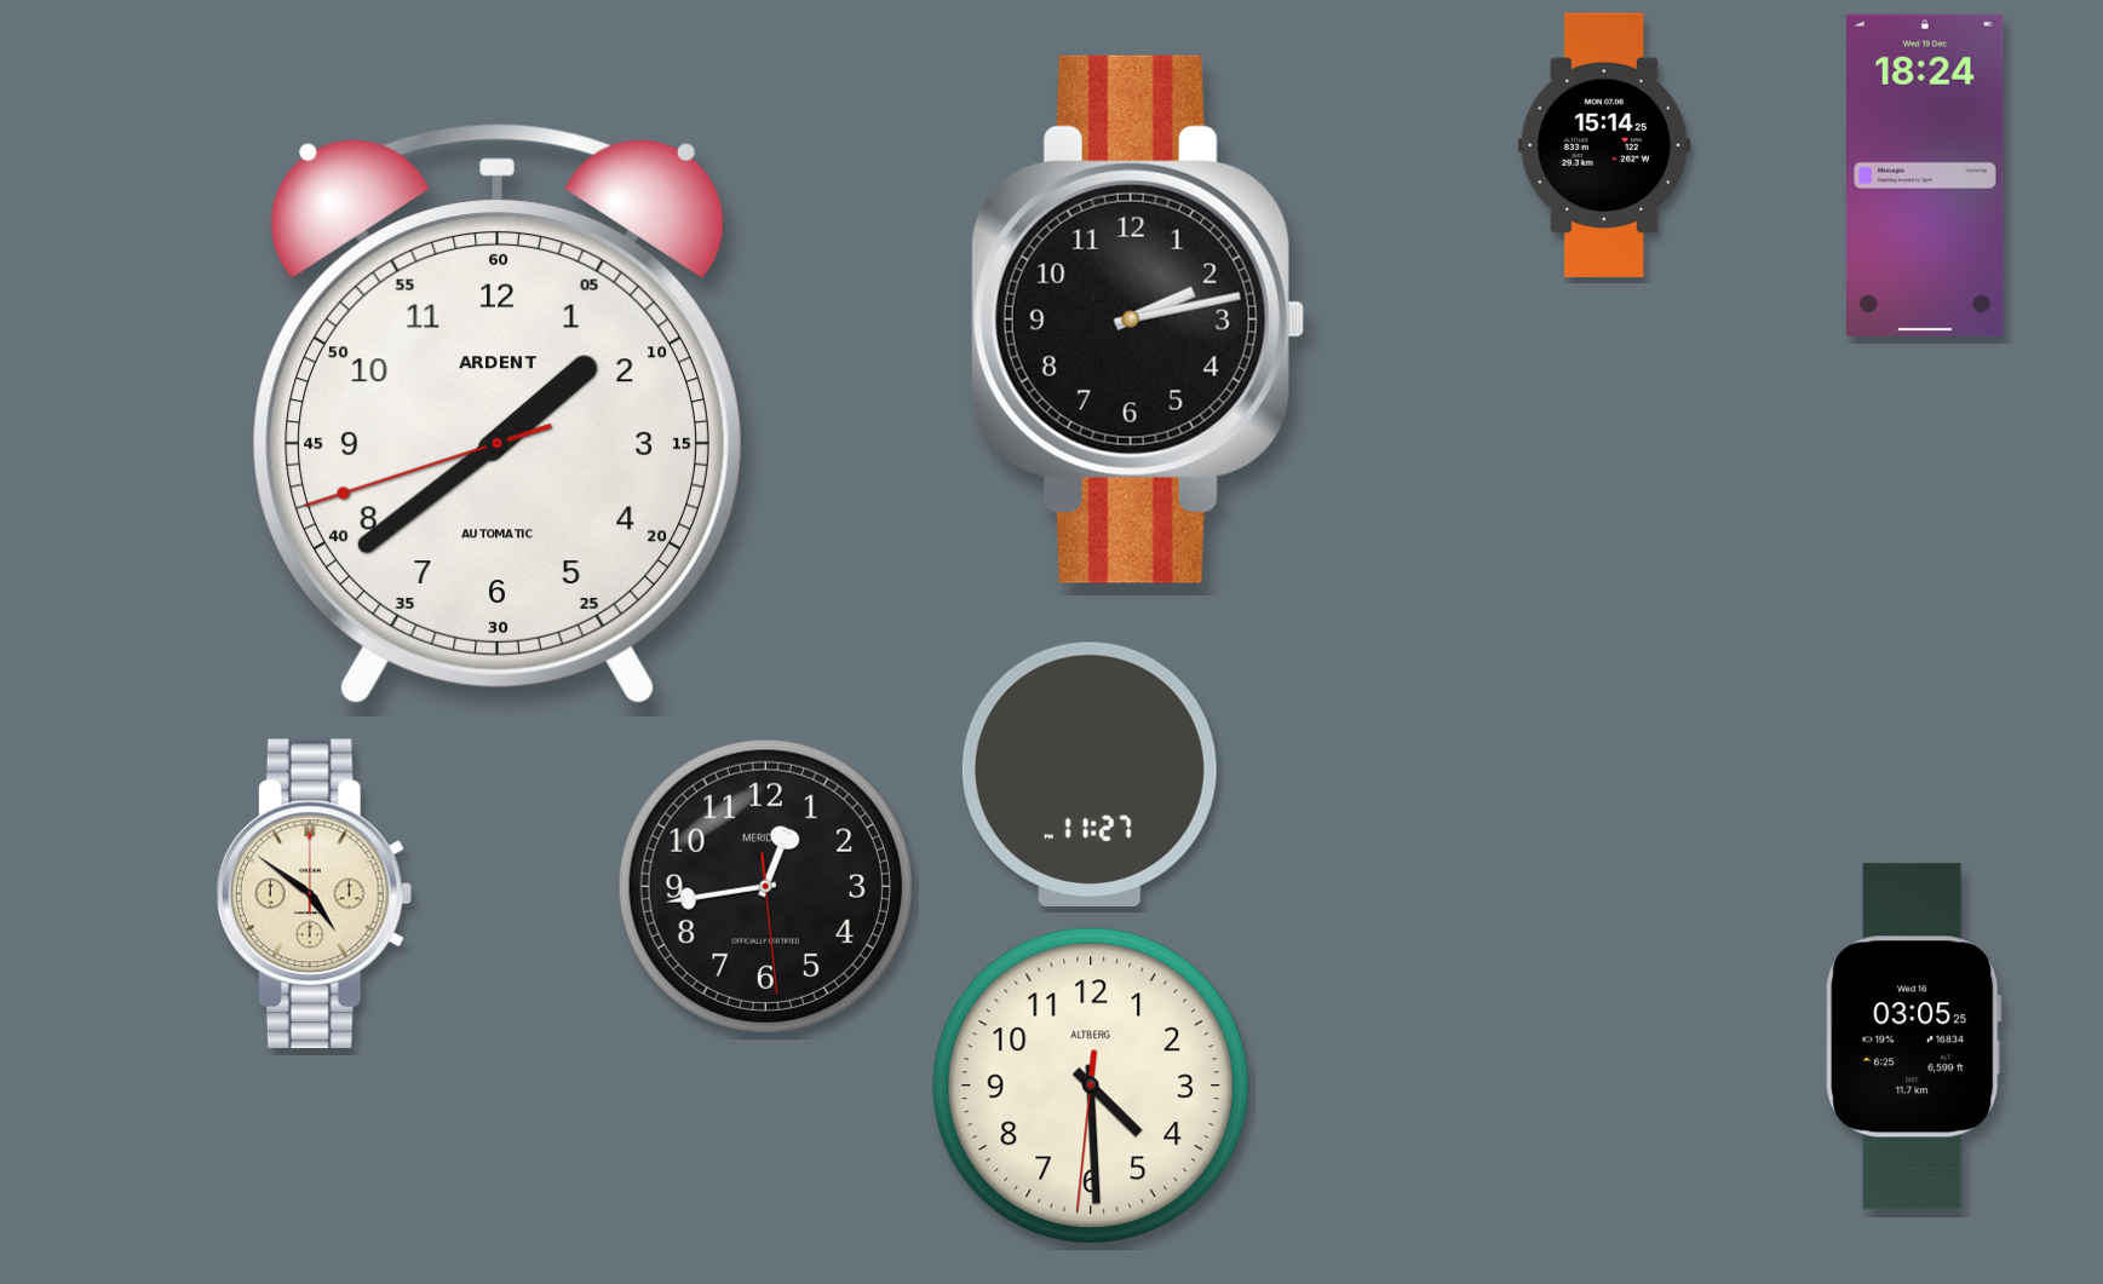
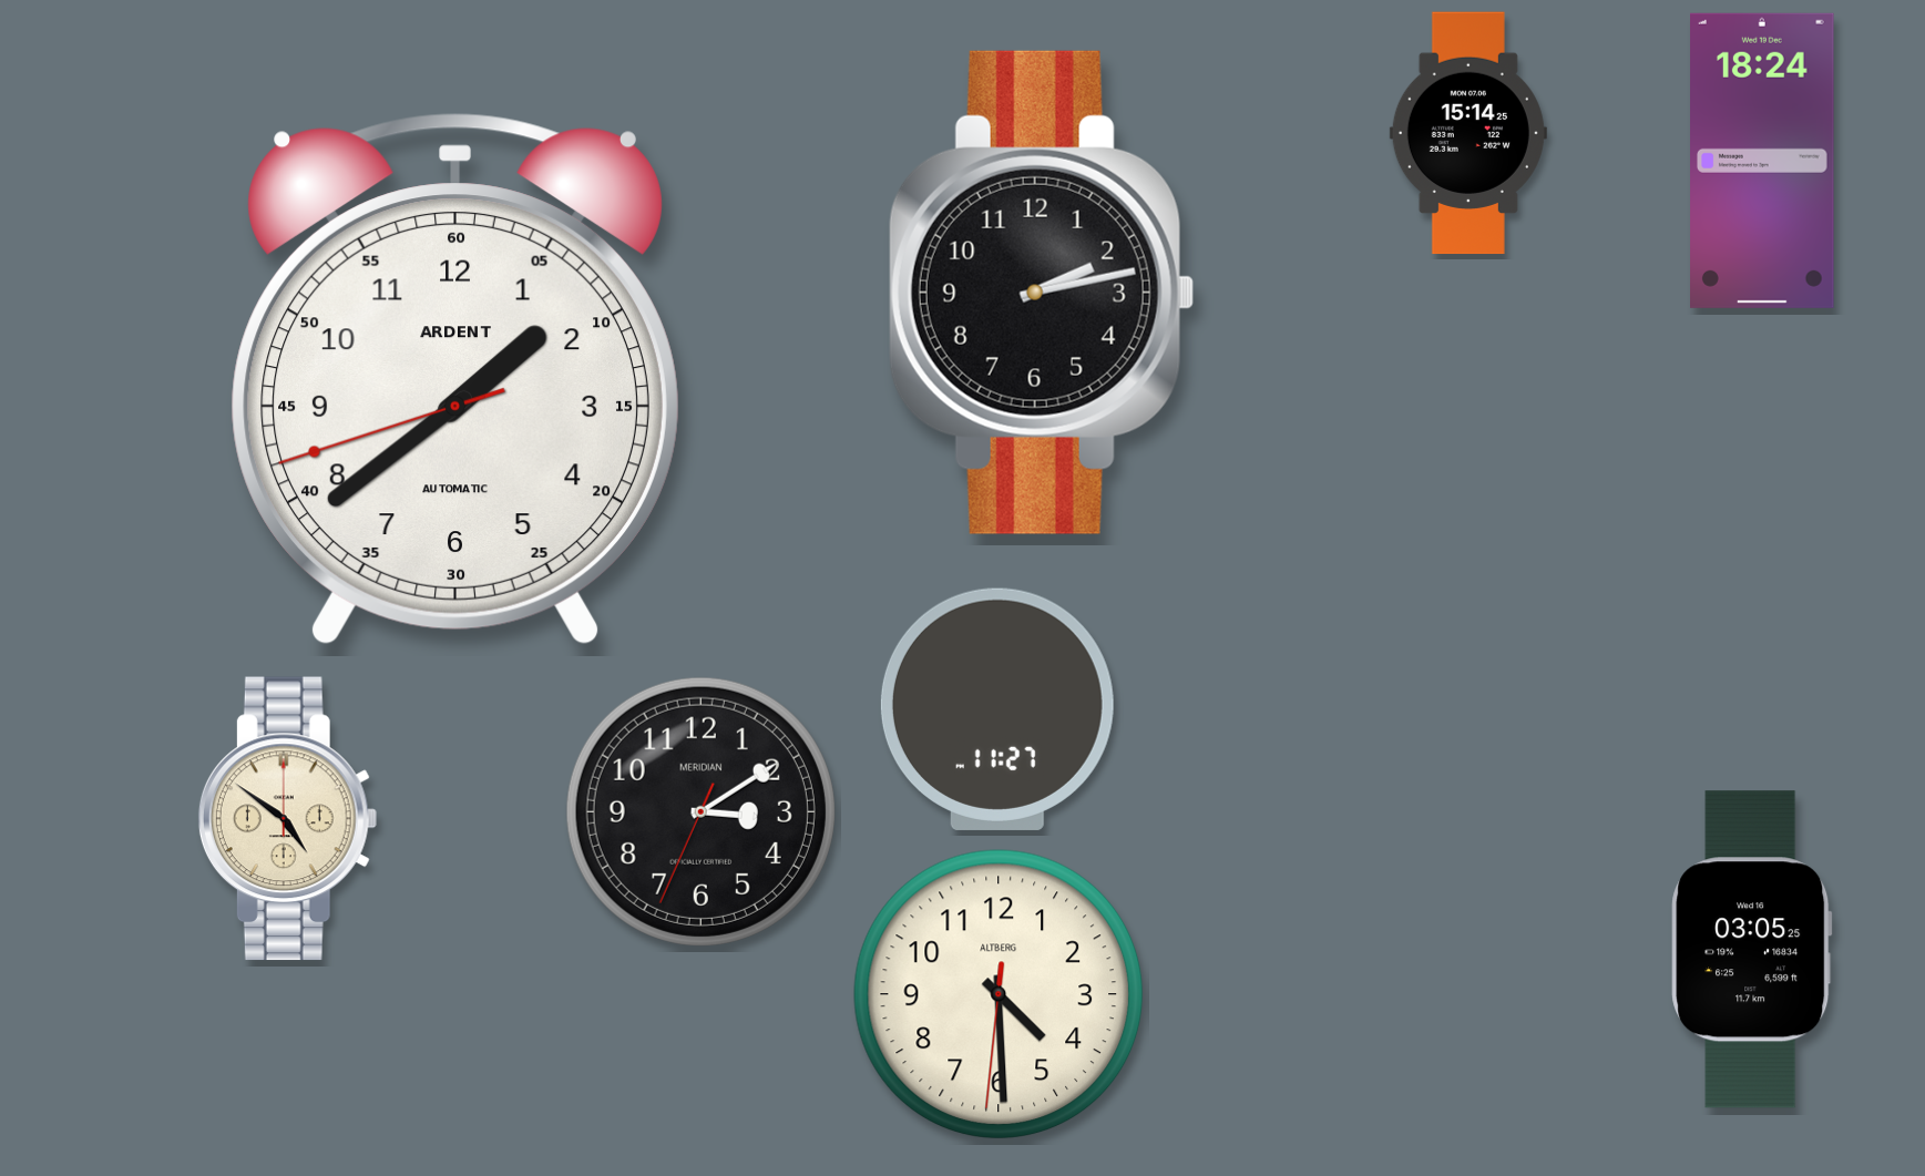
clock at (765, 886): 12:43 -> 3:09
